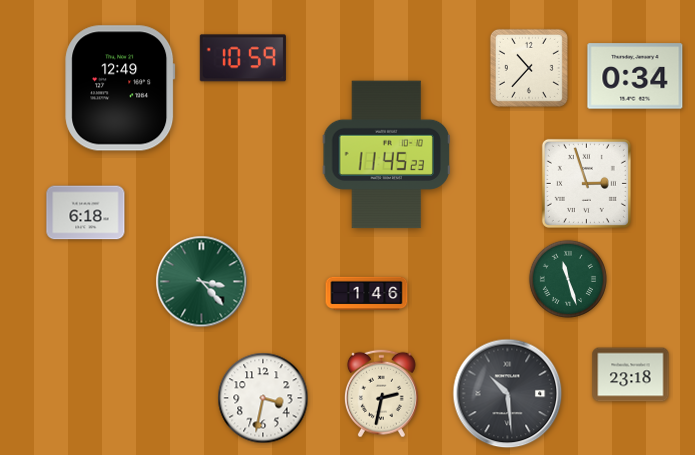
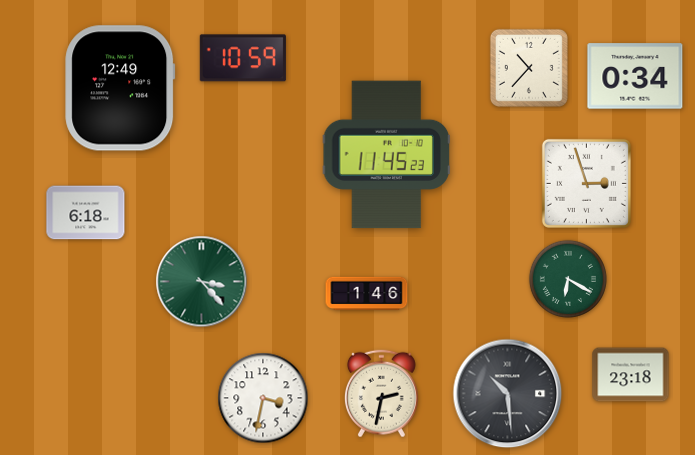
clock at (568, 279): 11:27 -> 6:20
